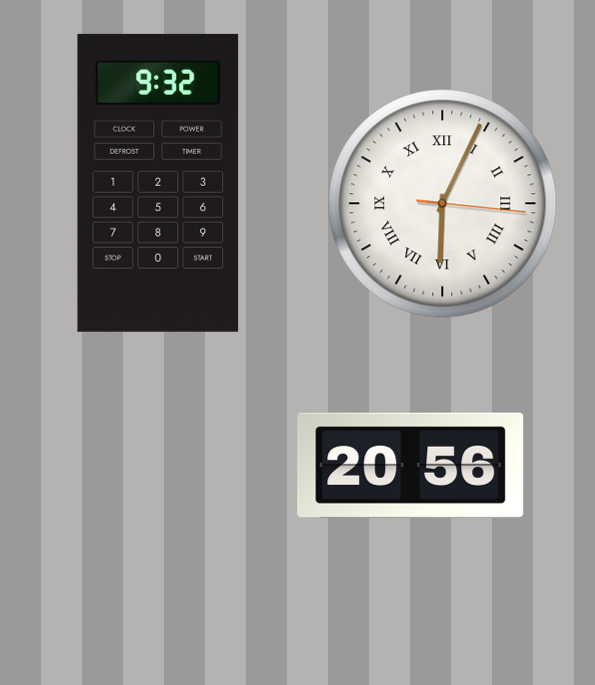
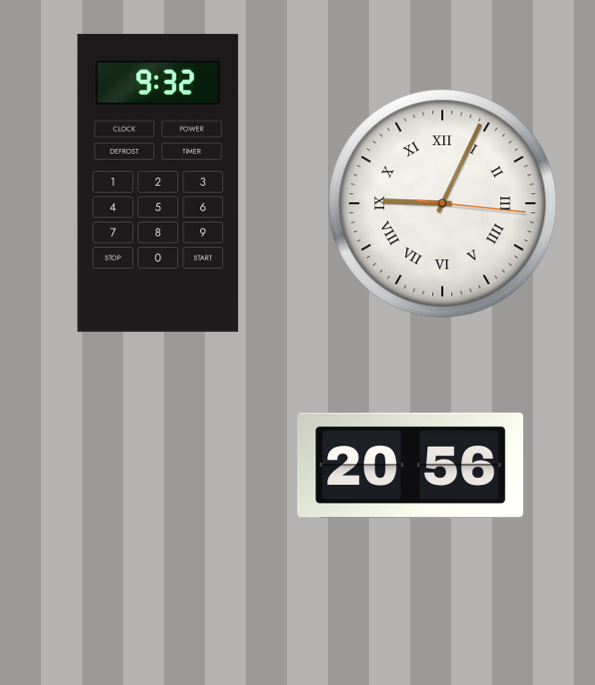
clock at (443, 204): 6:04 -> 9:04
